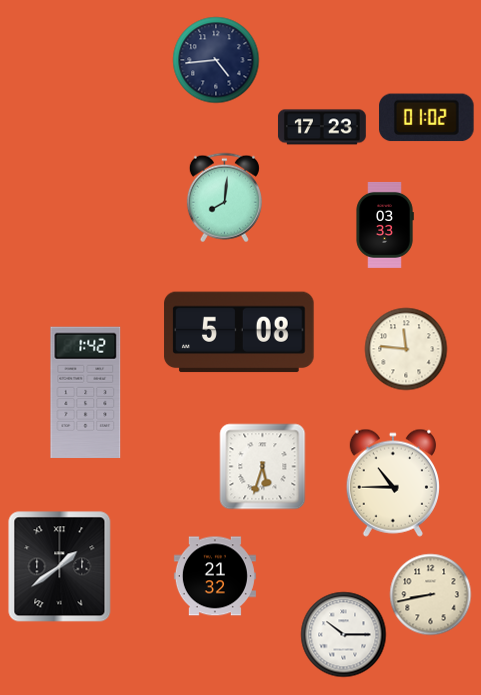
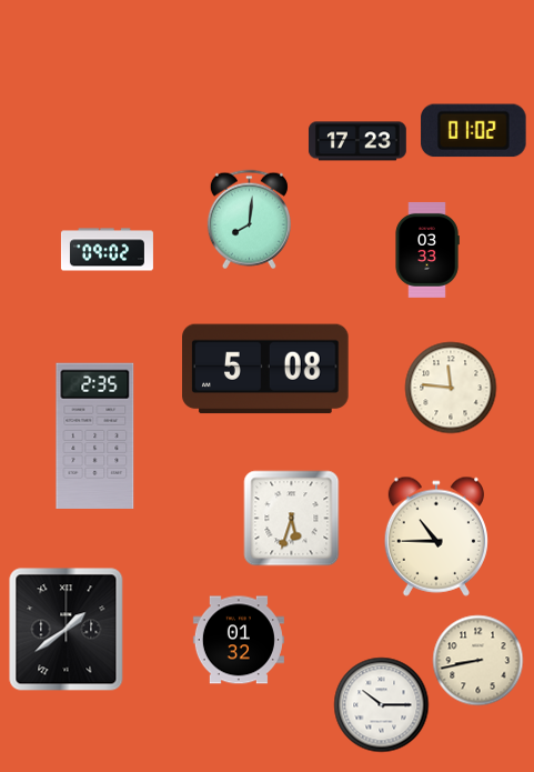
clock at (216, 60): 4:44 -> none
clock at (107, 250): none -> 09:02
clock at (86, 392): 1:42 -> 2:35
clock at (215, 576): 21:32 -> 01:32
